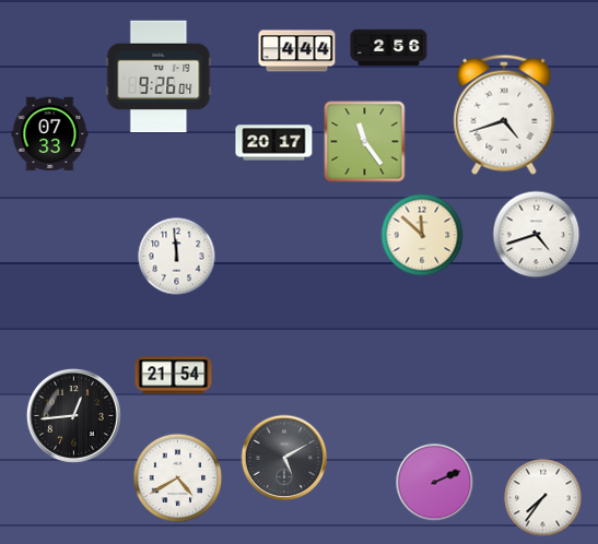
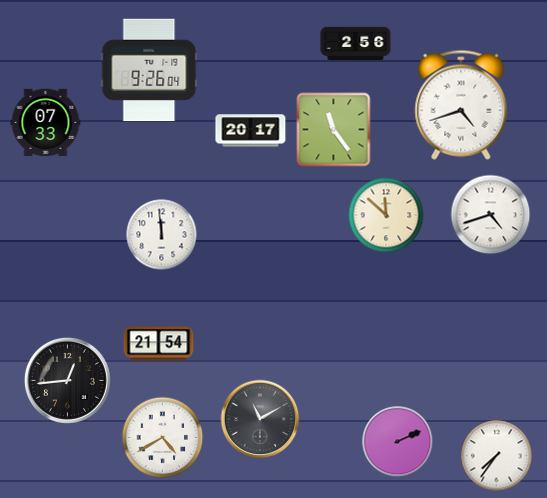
clock at (297, 51): 4:44 -> none
clock at (159, 76) position: (159, 76) -> (149, 70)
clock at (284, 458): 5:10 -> 11:10
